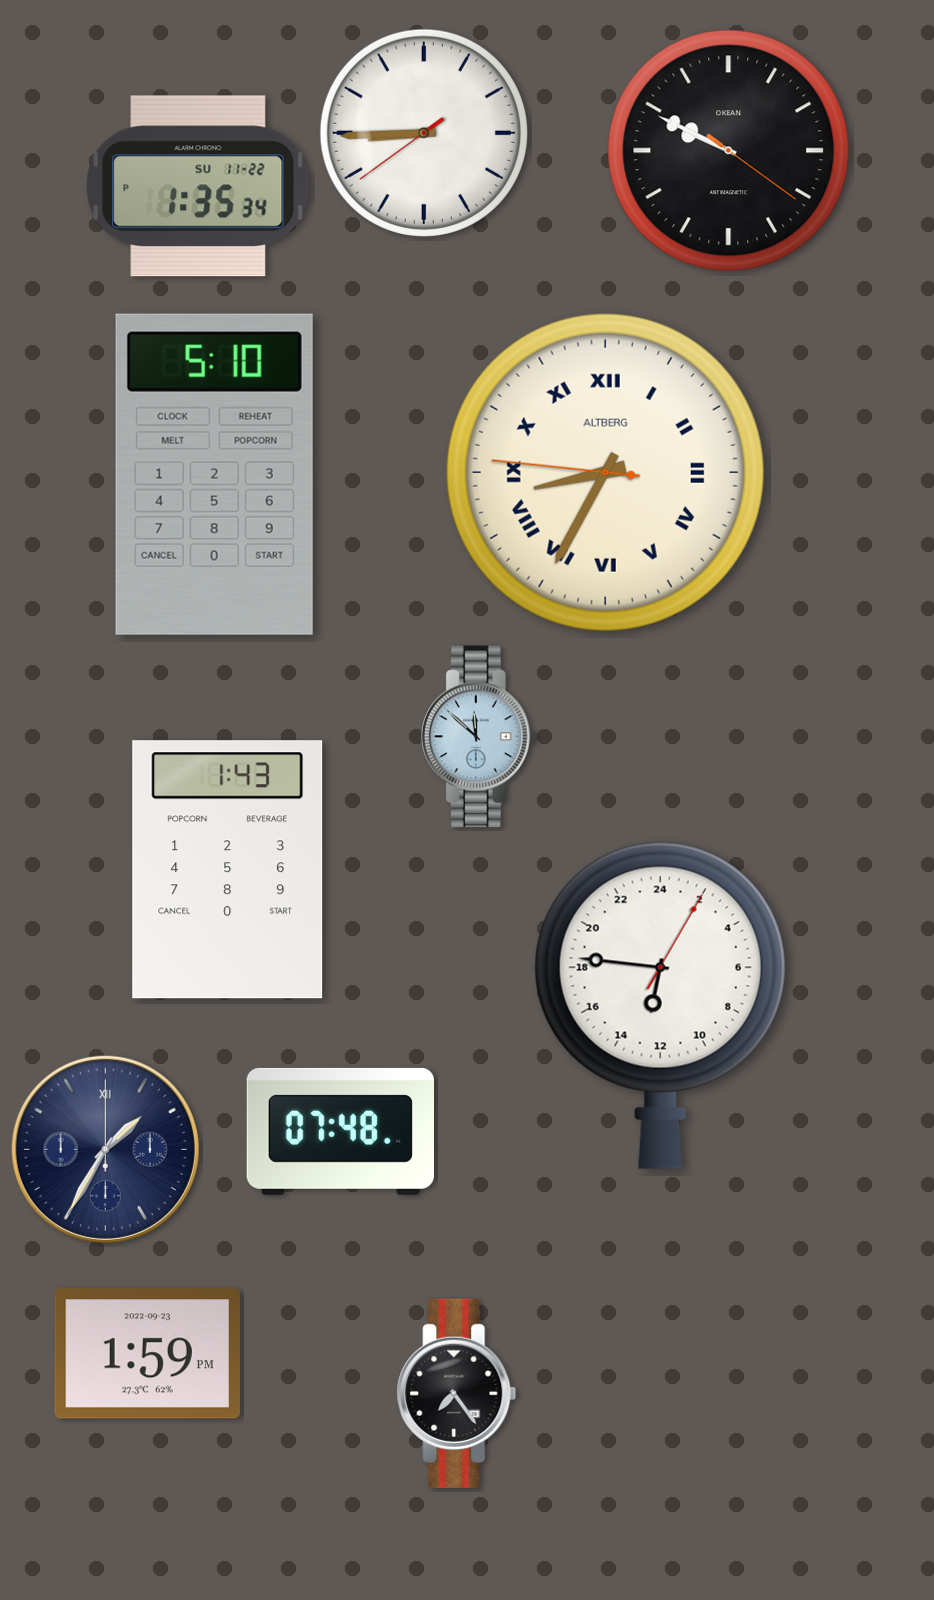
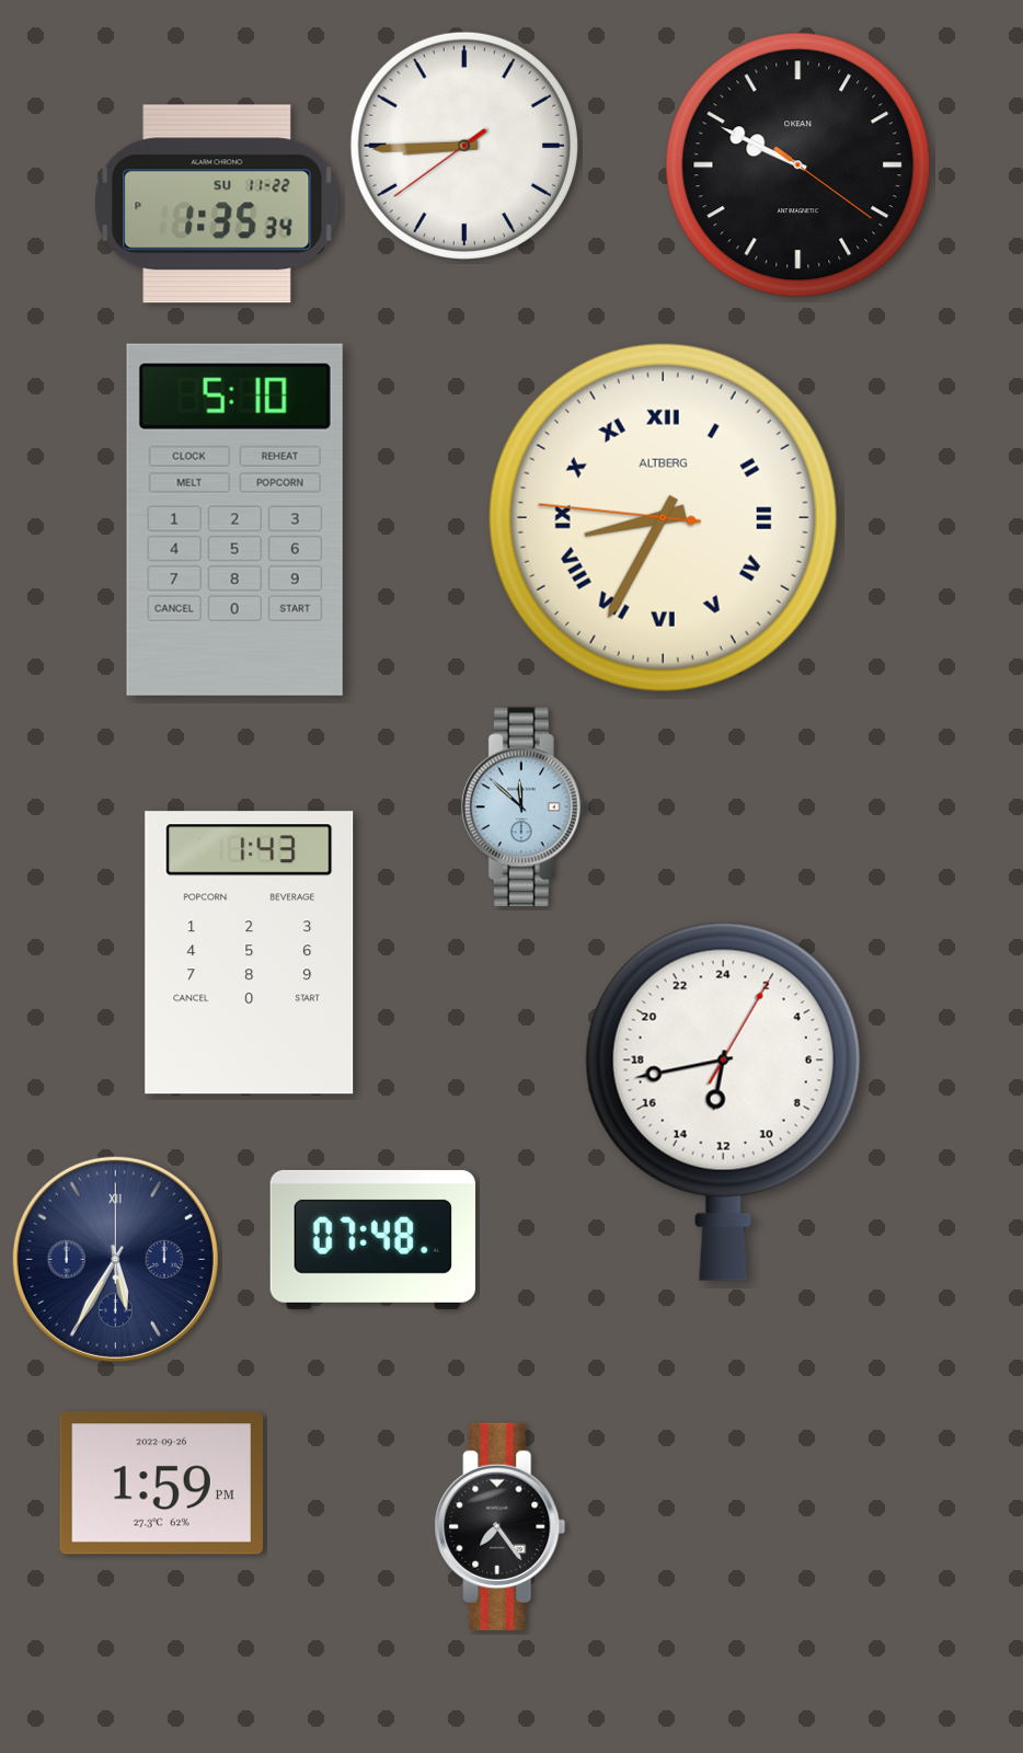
clock at (660, 1005): 12:46 -> 12:43
clock at (105, 1149): 1:35 -> 5:35
clock at (147, 1354) date: 2022-09-23 -> 2022-09-26
